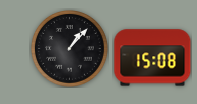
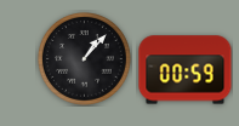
clock at (153, 58): 15:08 -> 00:59
